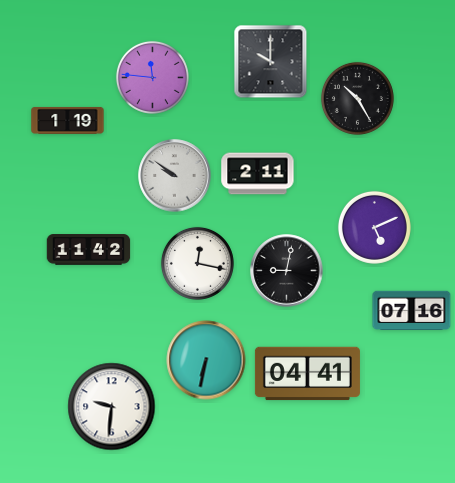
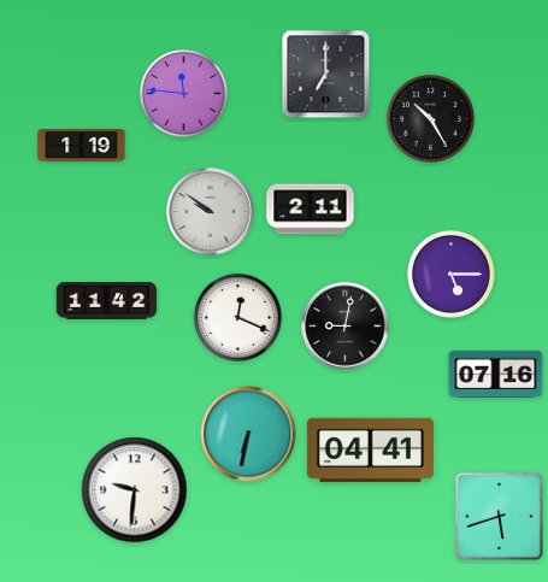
clock at (271, 62): 10:00 -> 7:00
clock at (374, 227): 5:11 -> 5:15
clock at (197, 263): 12:17 -> 12:19
clock at (499, 516): none -> 5:42
